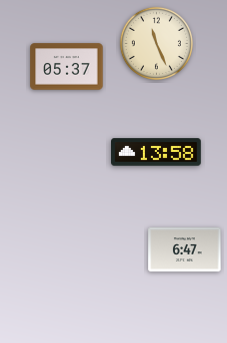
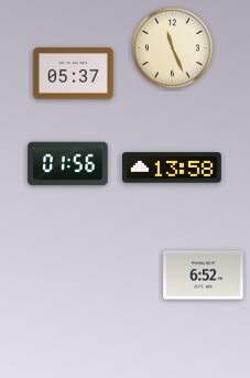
clock at (68, 164): none -> 01:56
clock at (185, 250): 6:47 -> 6:52
